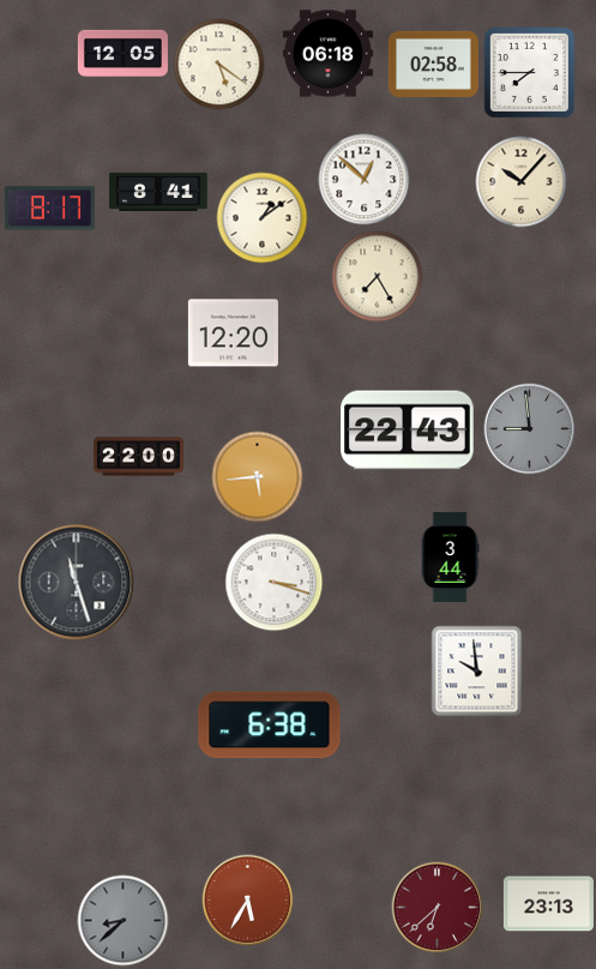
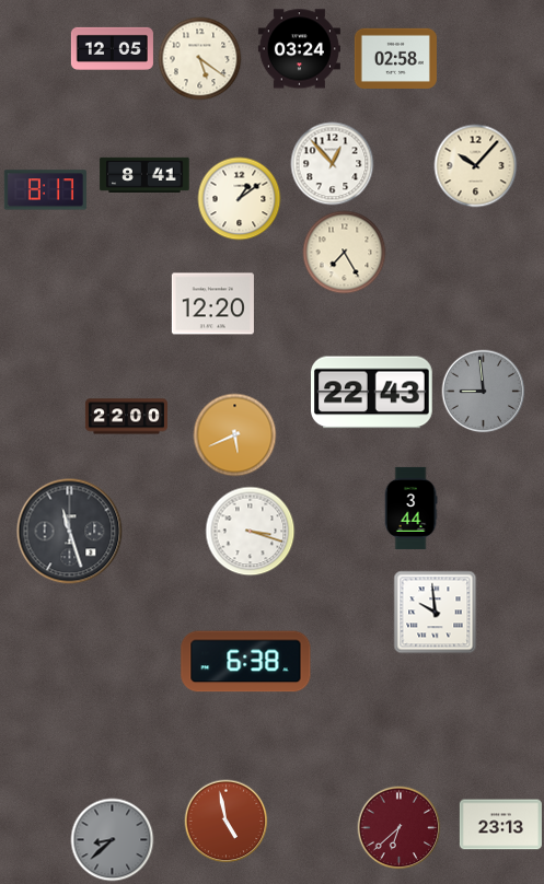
clock at (327, 54): 06:18 -> 03:24
clock at (529, 72): 7:45 -> none
clock at (365, 180): 12:52 -> 12:53
clock at (258, 477): 5:44 -> 5:41
clock at (248, 901): 5:35 -> 4:58
